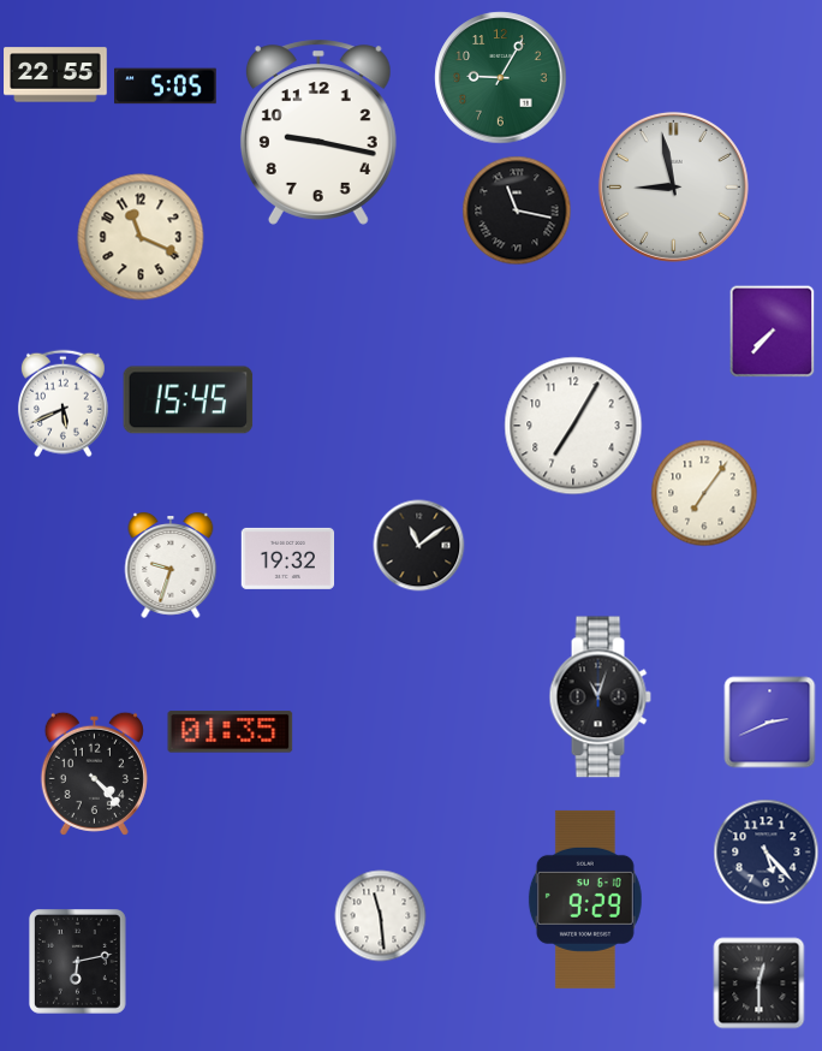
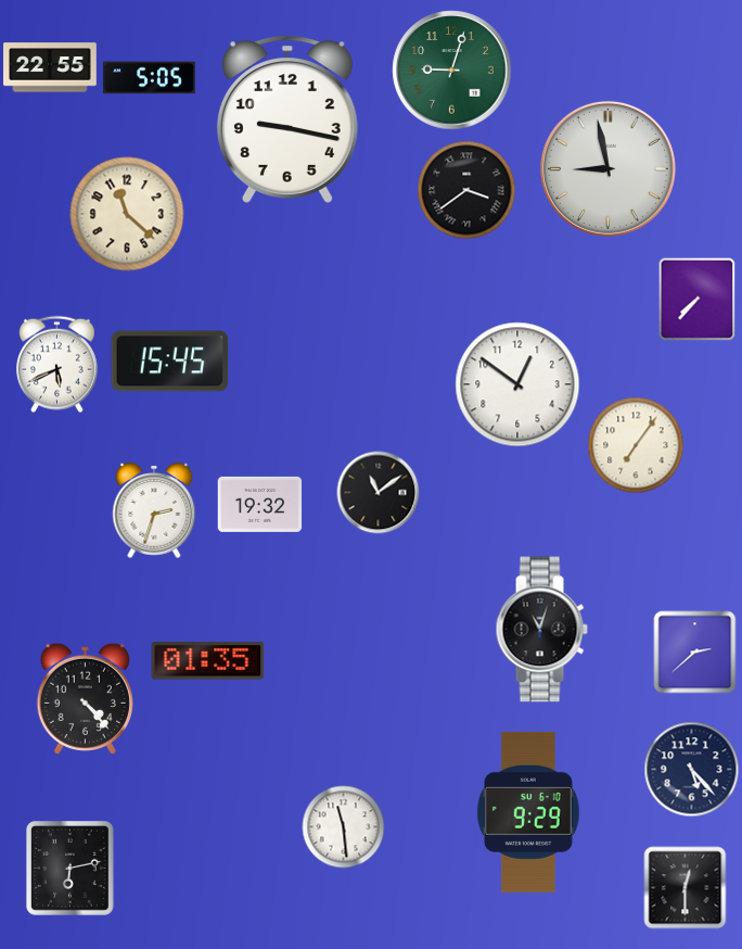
clock at (501, 78): 9:05 -> 9:03
clock at (517, 210): 11:17 -> 3:39
clock at (141, 237): 11:19 -> 11:22
clock at (573, 426): 7:05 -> 12:51
clock at (171, 566): 9:33 -> 2:33
clock at (770, 723): 2:41 -> 2:38
